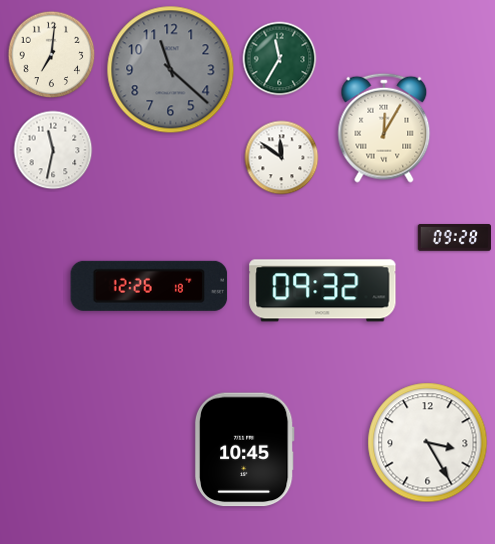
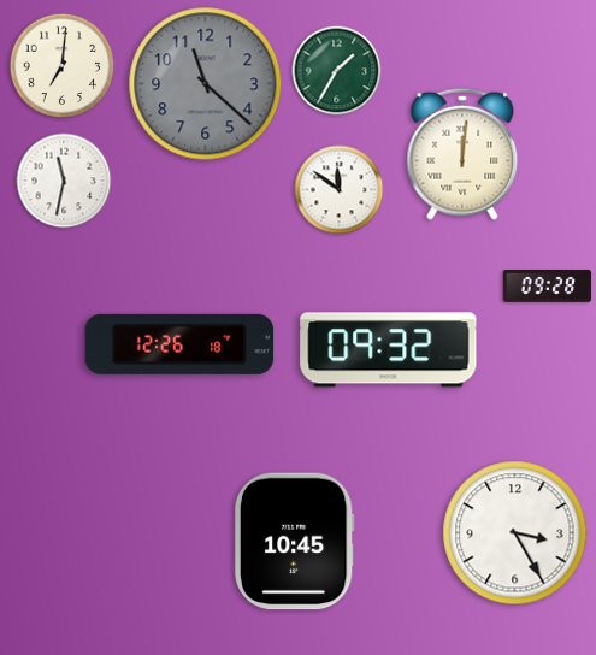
clock at (280, 59): 11:35 -> 1:35
clock at (384, 128): 12:05 -> 12:01
